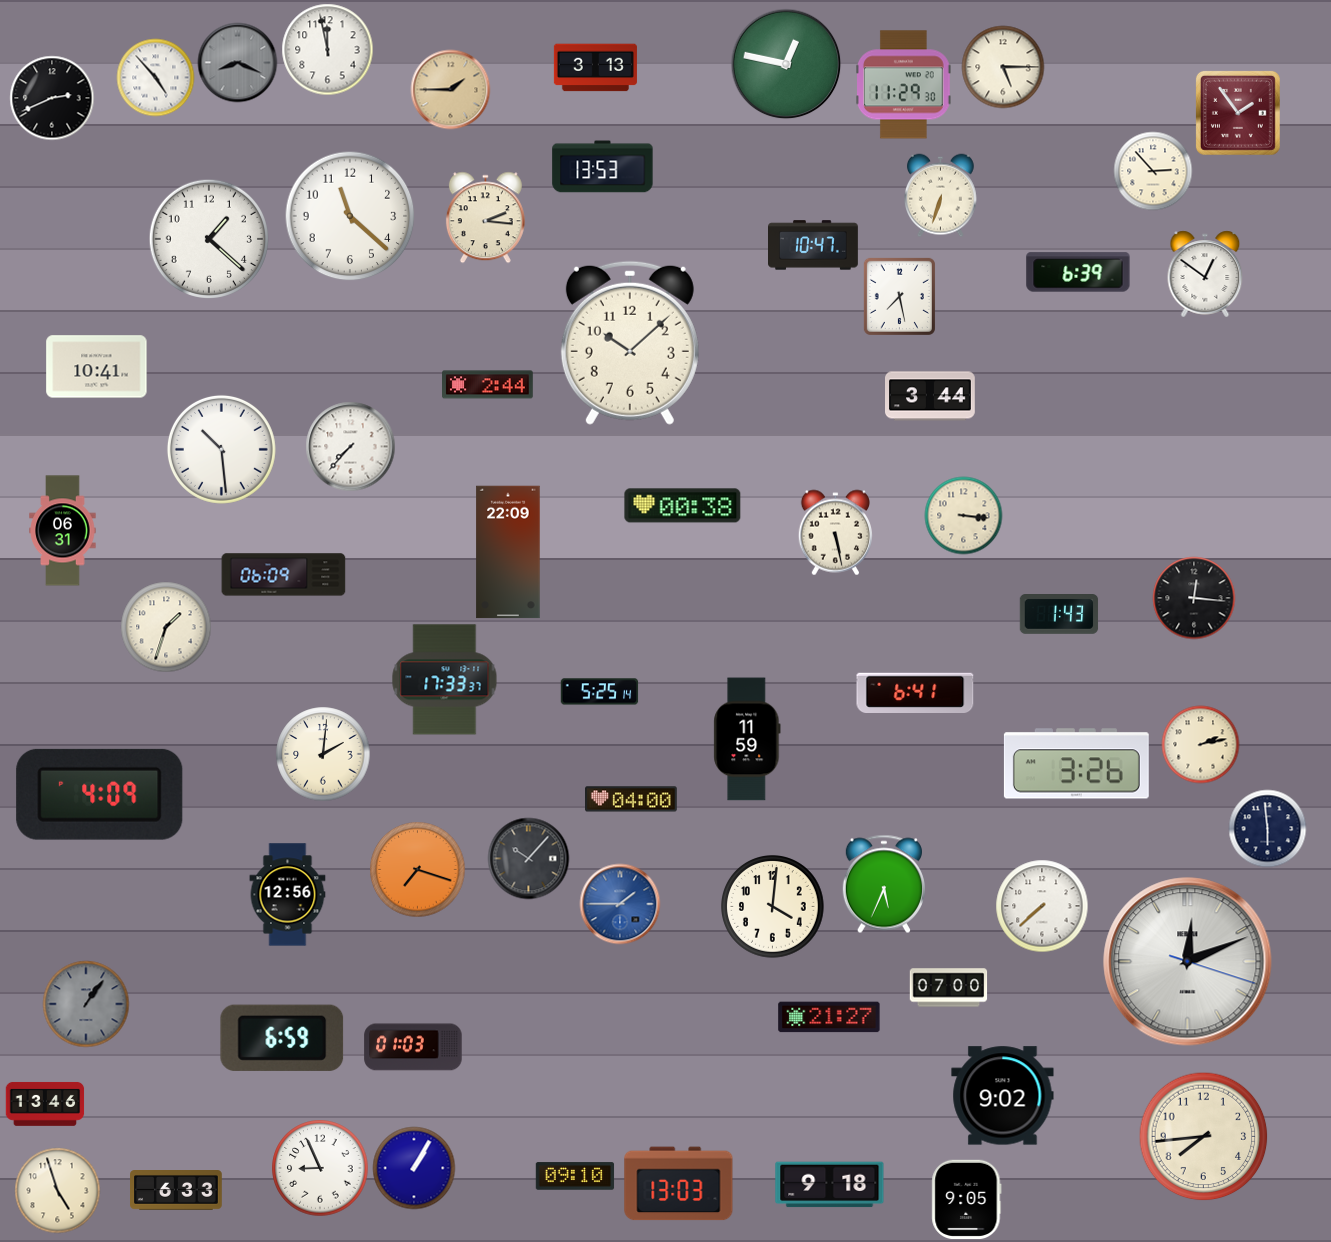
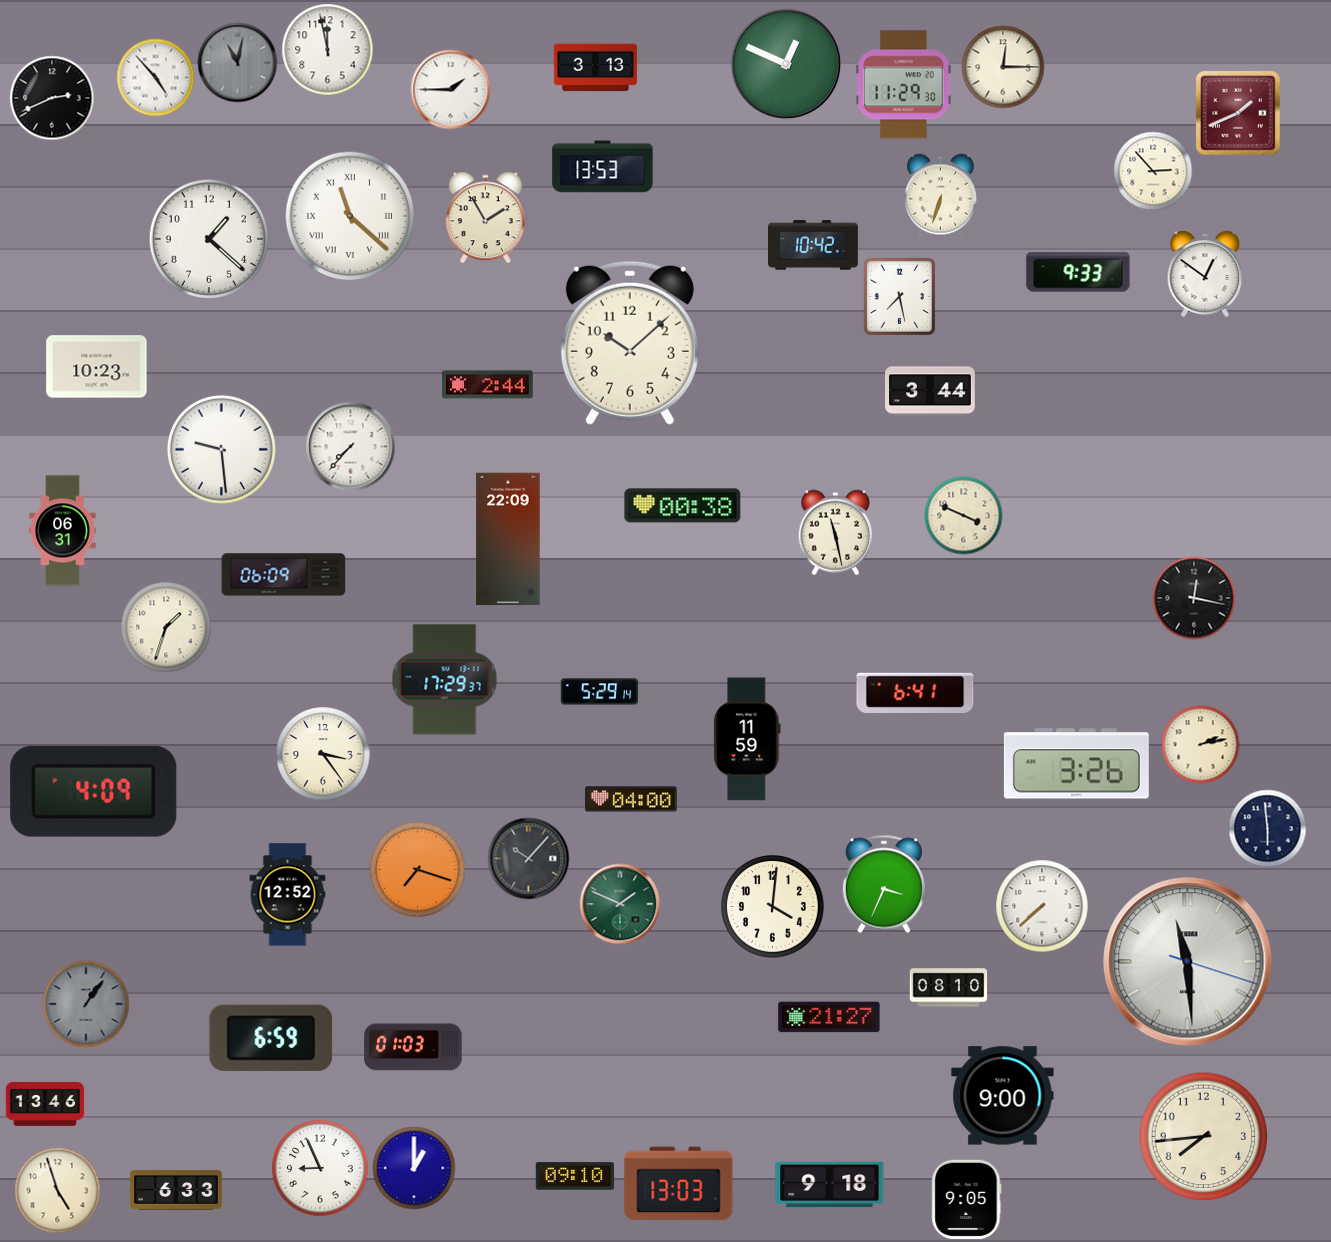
clock at (237, 62): 8:19 -> 11:02
clock at (786, 64): 12:47 -> 12:49
clock at (1003, 67): 5:15 -> 12:15
clock at (450, 89) dial: champagne -> white
clock at (1238, 113): 1:54 -> 1:41
clock at (350, 216) numerals: Arabic -> Roman
clock at (485, 217): 2:16 -> 1:55
clock at (814, 245): 10:47 -> 10:42
clock at (1078, 272): 6:39 -> 9:33
clock at (97, 367): 10:41 -> 10:23
clock at (931, 396) position: (931, 396) -> (931, 391)
clock at (221, 449): 10:29 -> 9:29
clock at (963, 515): 3:16 -> 3:49
clock at (835, 532): 5:28 -> 11:28
clock at (508, 552) position: (508, 552) -> (508, 539)
clock at (1194, 598): 12:16 -> 12:17
clock at (1059, 615): 1:43 -> none
clock at (445, 680): 17:33 -> 17:29
clock at (599, 692): 5:25 -> 5:29
clock at (323, 754): 2:01 -> 3:24
clock at (100, 794) position: (100, 794) -> (94, 791)
clock at (884, 884): 5:34 -> 3:34
clock at (288, 895): 12:56 -> 12:52
clock at (620, 904): 1:45 -> 1:49
clock at (620, 904) dial: blue -> green
clock at (1188, 962): 12:11 -> 11:29
clock at (948, 988): 07:00 -> 08:10
clock at (282, 1038) position: (282, 1038) -> (271, 1038)
clock at (1003, 1096): 9:02 -> 9:00
clock at (414, 1168): 1:05 -> 1:00
